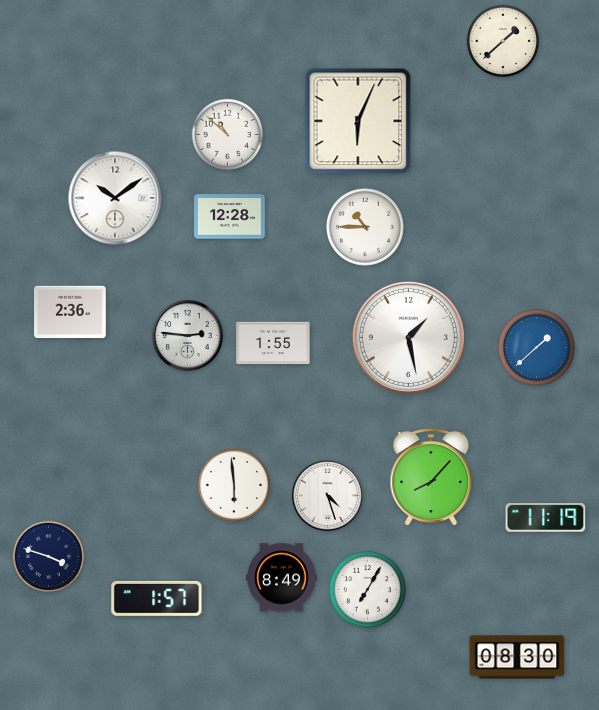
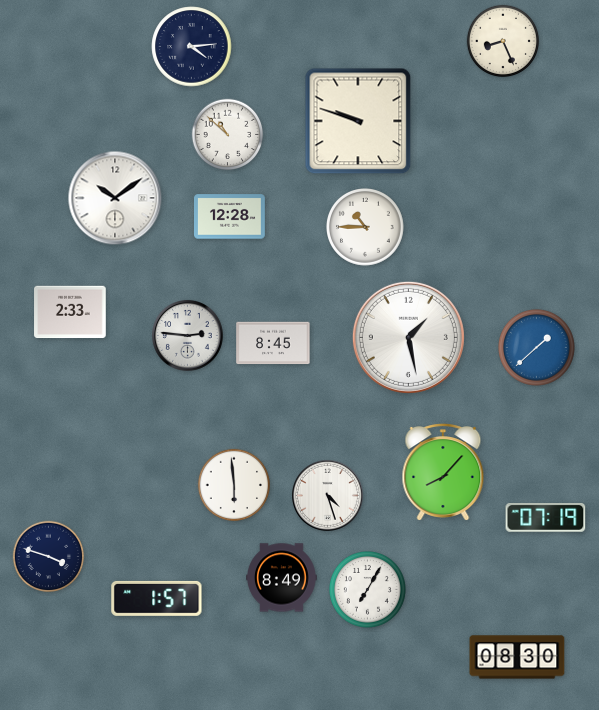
clock at (503, 41): 1:38 -> 8:26
clock at (192, 47): none -> 4:14
clock at (358, 121): 6:04 -> 9:48
clock at (70, 312): 2:36 -> 2:33
clock at (273, 343): 1:55 -> 8:45
clock at (431, 478) position: (431, 478) -> (443, 473)
clock at (546, 518): 11:19 -> 07:19
